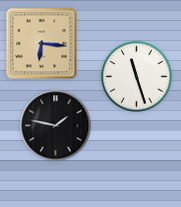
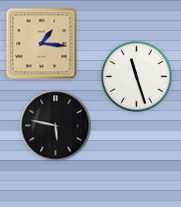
clock at (42, 44): 6:16 -> 1:16
clock at (56, 126): 1:47 -> 5:47
